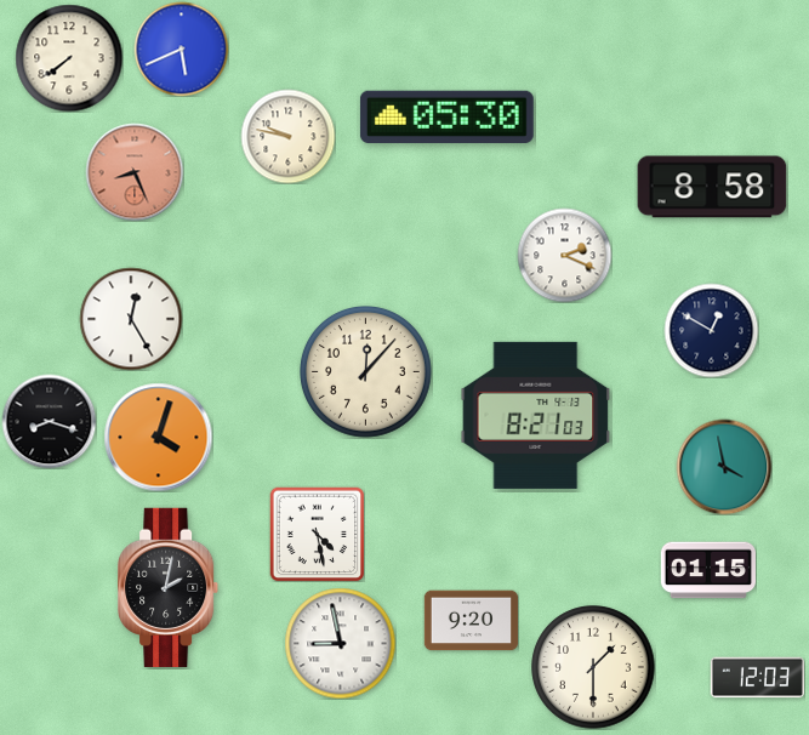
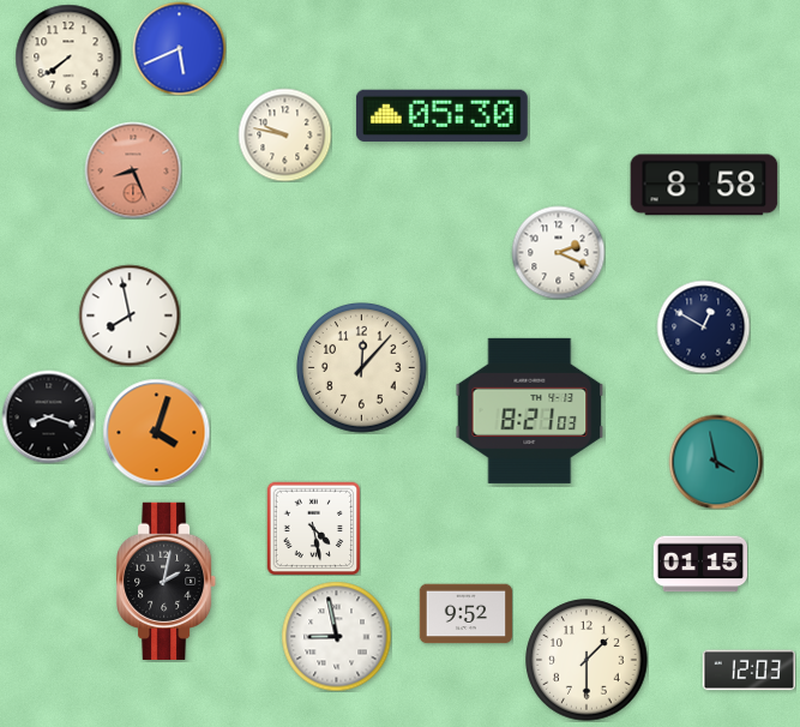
clock at (131, 319): 12:25 -> 7:58
clock at (471, 621): 9:20 -> 9:52
